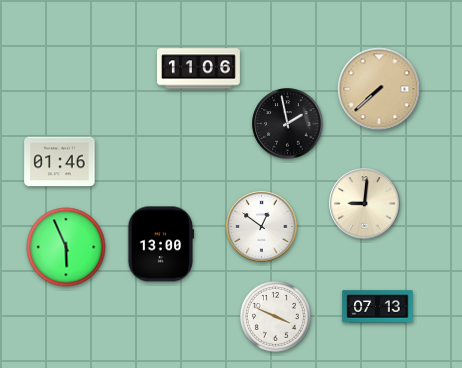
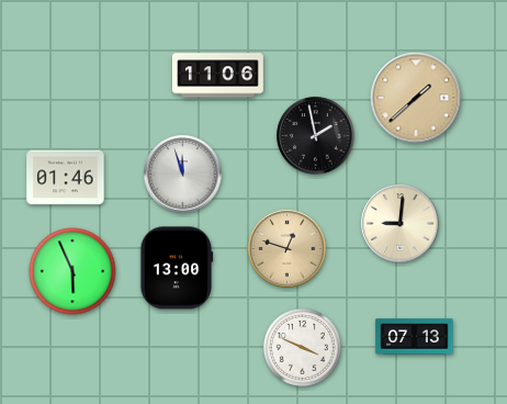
clock at (379, 89): 7:38 -> 1:38
clock at (183, 175): none -> 11:57
clock at (262, 227): 12:51 -> 12:48
clock at (262, 227) dial: white -> champagne
